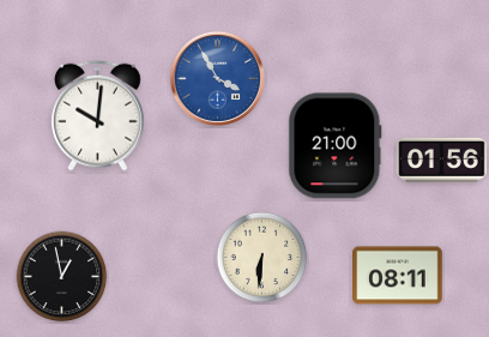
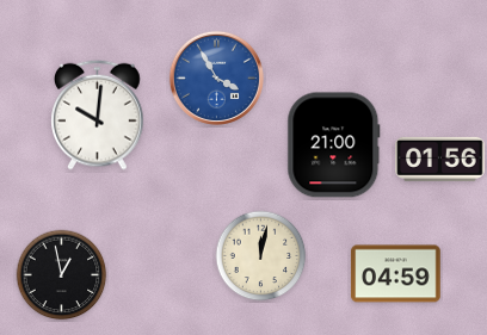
clock at (262, 258): 6:31 -> 12:02
clock at (398, 276): 08:11 -> 04:59
